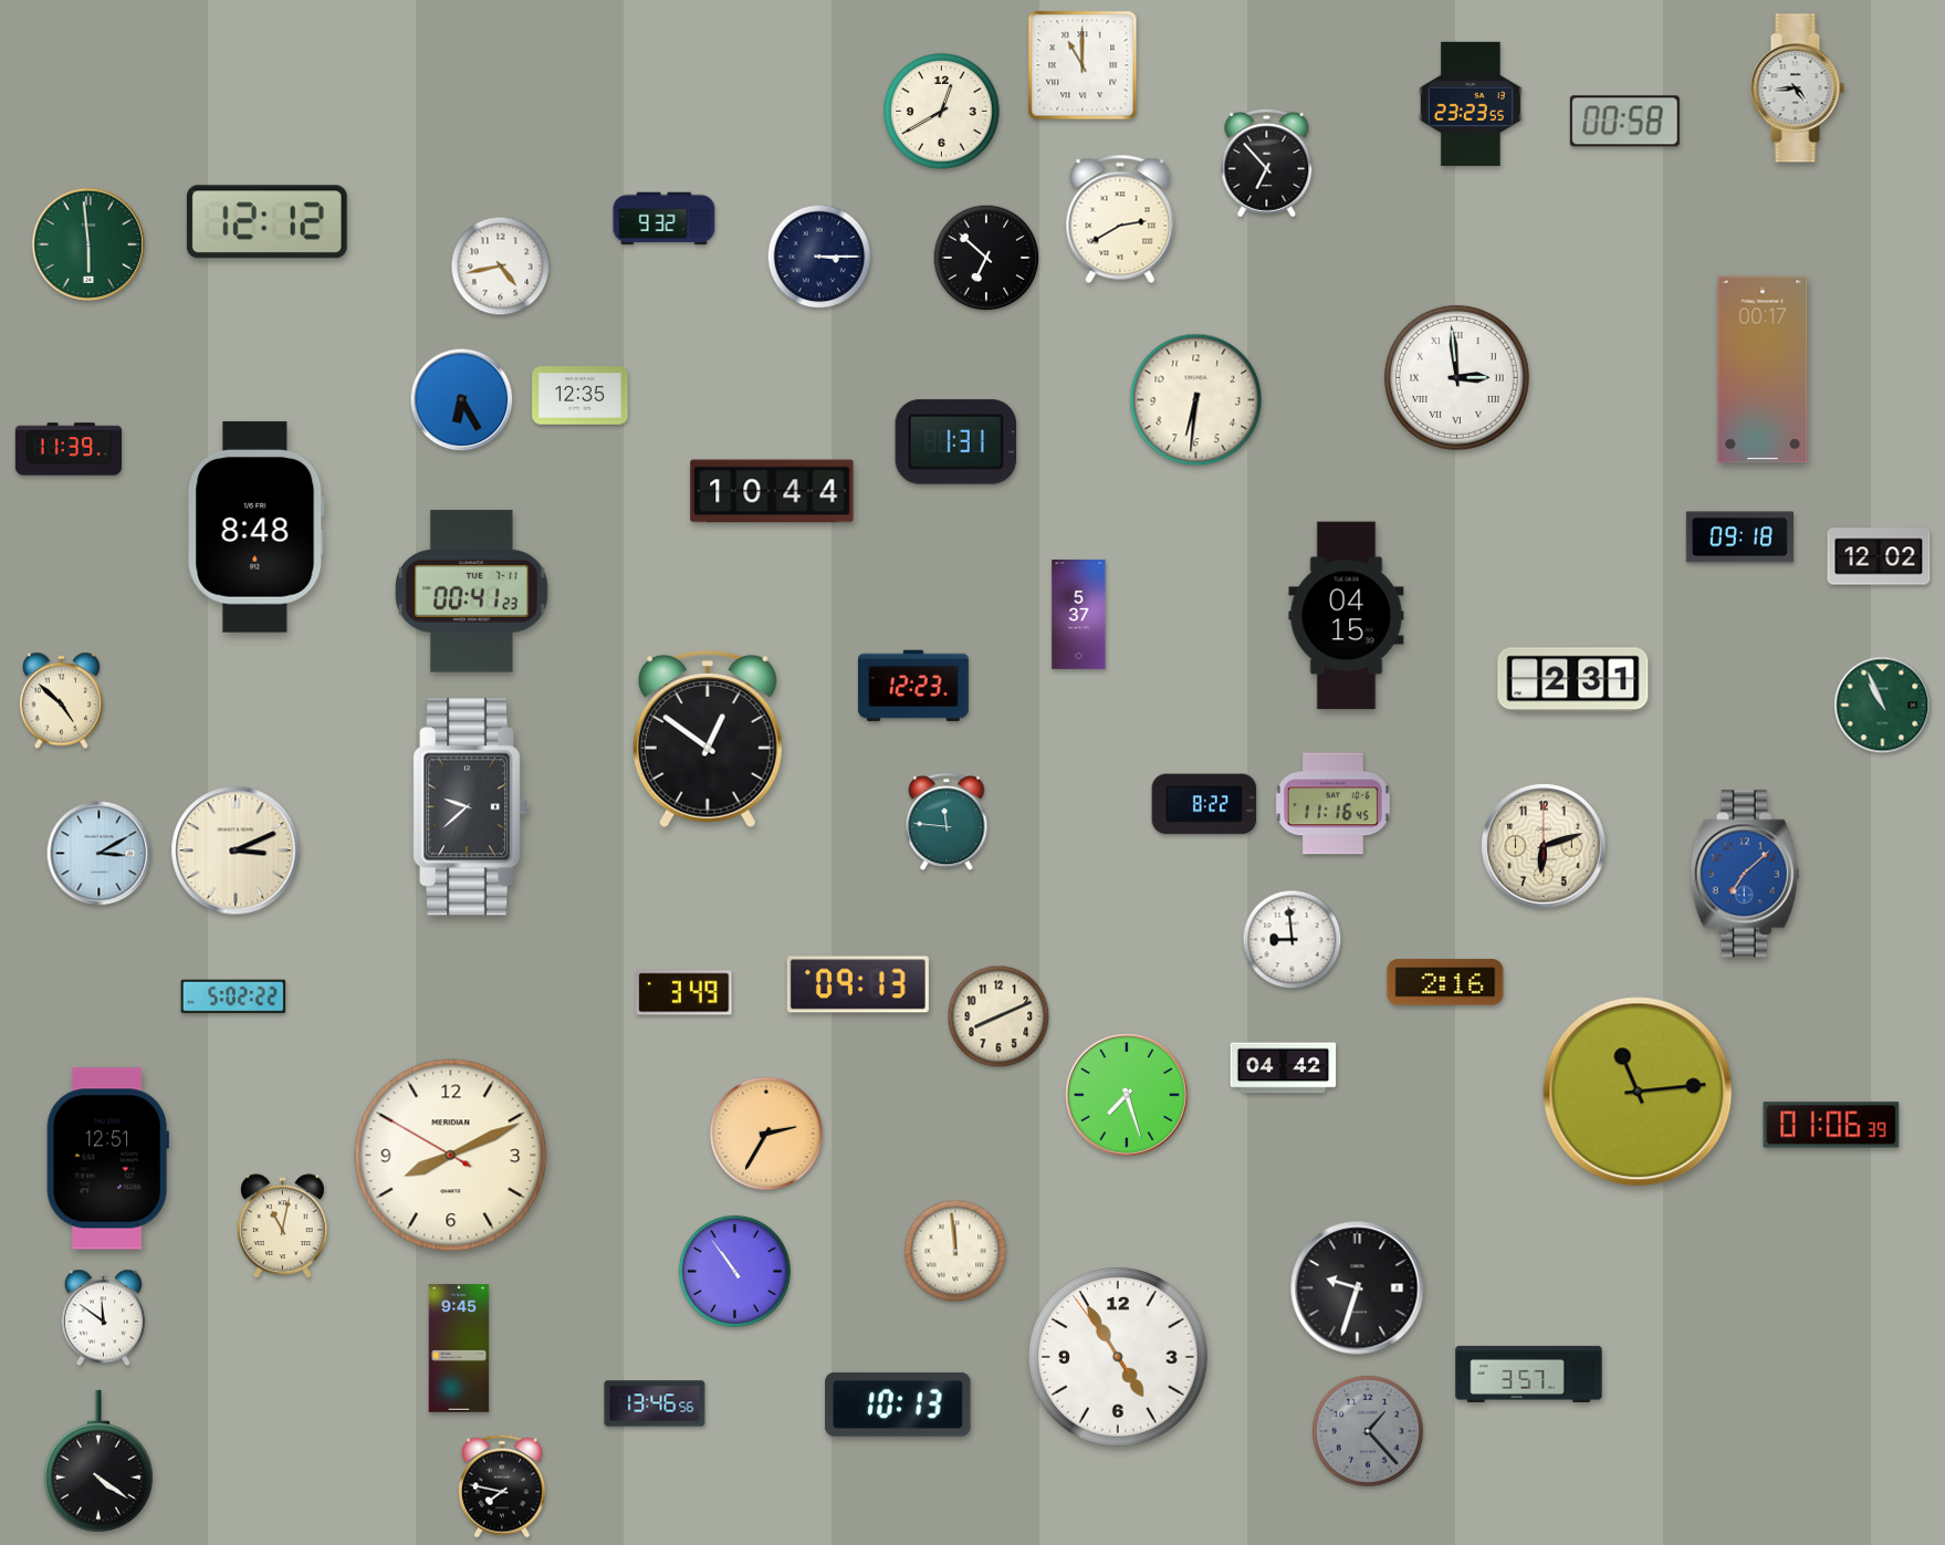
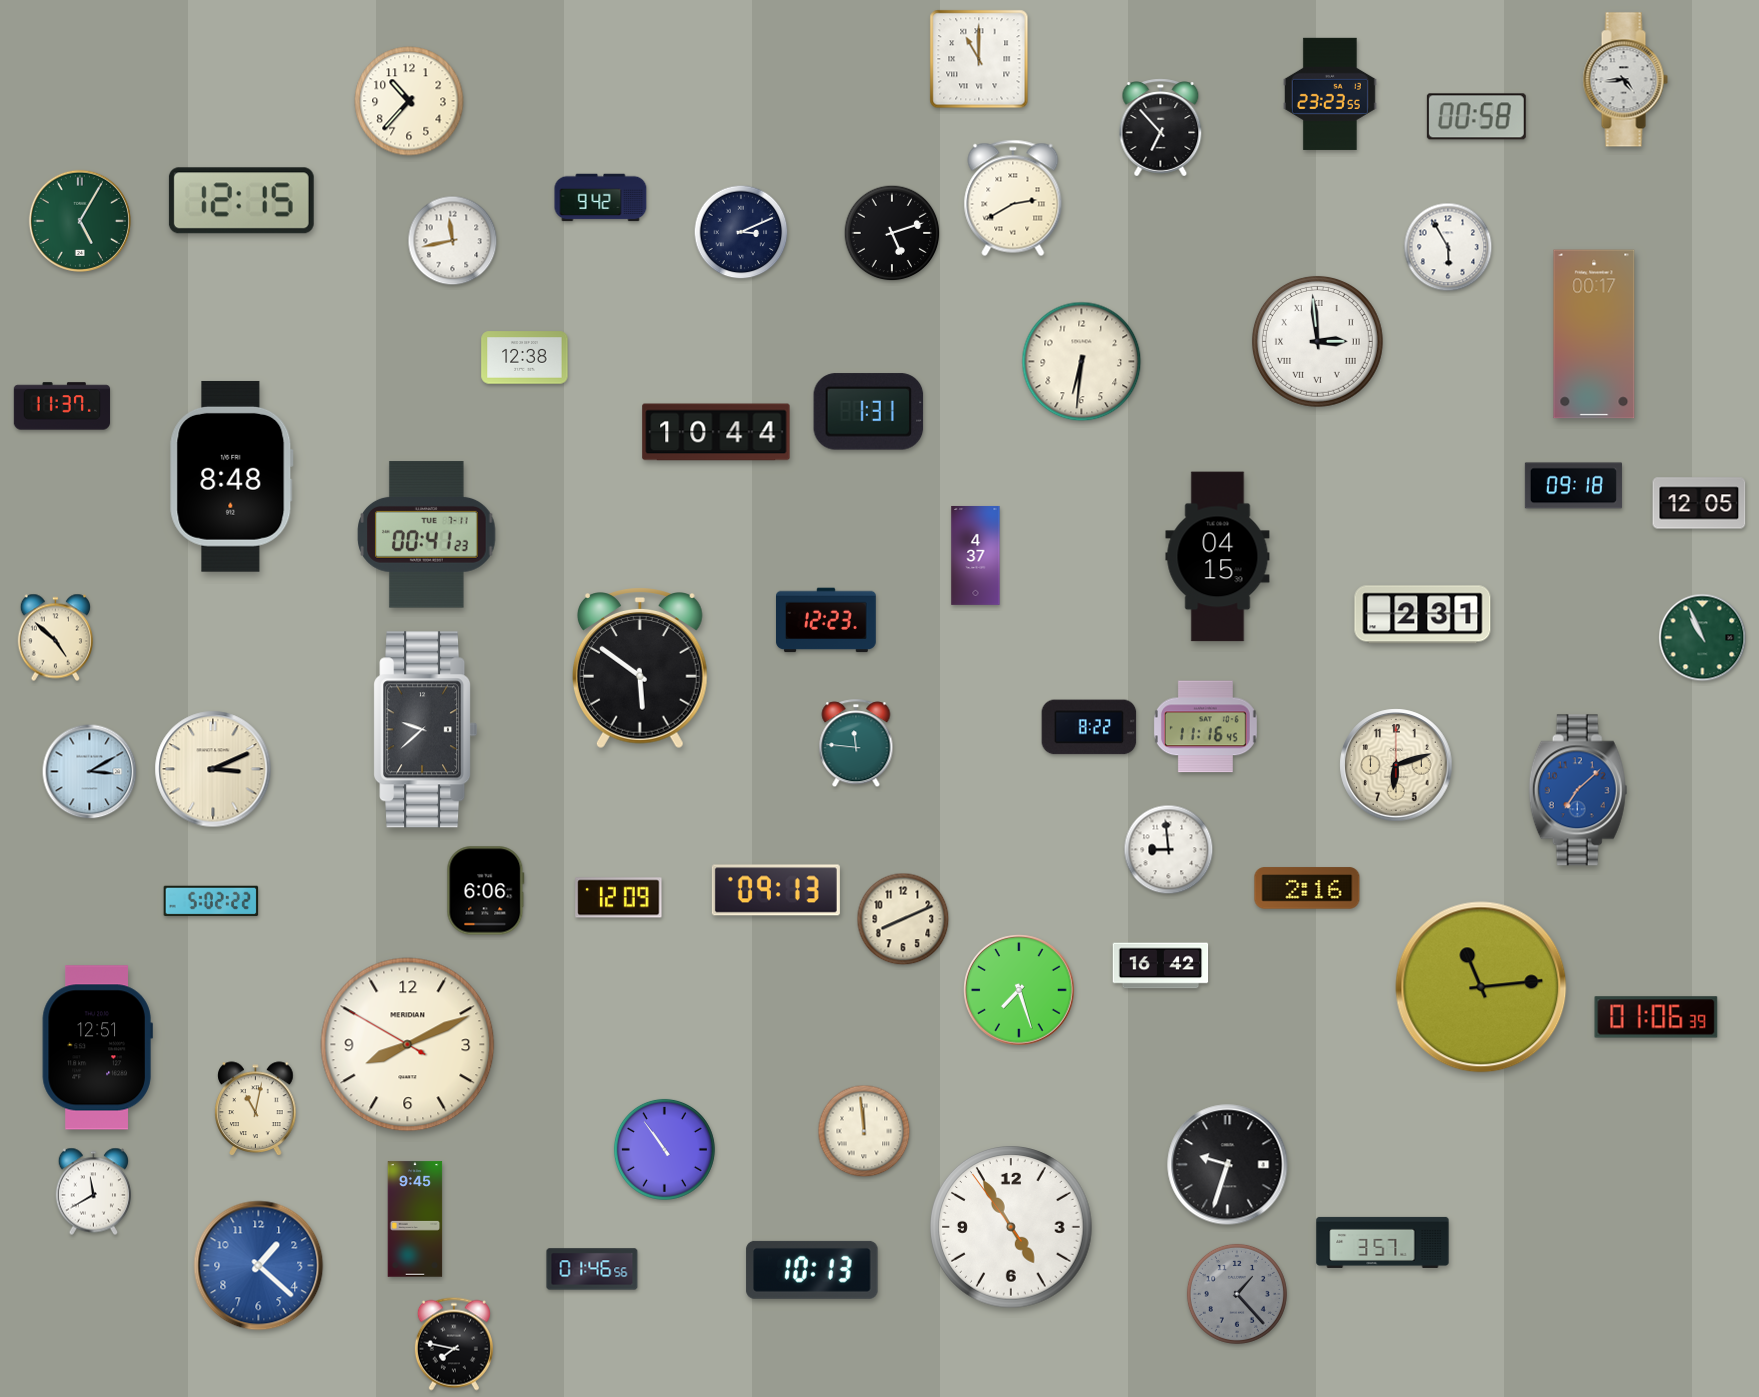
clock at (409, 101): none -> 10:37
clock at (942, 112): 12:40 -> none
clock at (1624, 122) position: (1624, 122) -> (1476, 117)
clock at (1267, 164) position: (1267, 164) -> (1161, 128)
clock at (665, 219): 9:32 -> 9:42
clock at (266, 222): 12:12 -> 12:15
clock at (88, 244): 5:59 -> 5:05
clock at (819, 257): 3:15 -> 3:11
clock at (986, 258): 6:52 -> 5:12
clock at (501, 267): 4:43 -> 11:43
clock at (1448, 247): none -> 5:55
clock at (581, 396): 12:35 -> 12:38
clock at (462, 400): 6:25 -> none
clock at (956, 442) position: (956, 442) -> (869, 412)
clock at (69, 449): 11:39 -> 11:37
clock at (772, 491) position: (772, 491) -> (716, 432)
clock at (1879, 556): 12:02 -> 12:05
clock at (1079, 614): 5:37 -> 4:37
clock at (61, 701) position: (61, 701) -> (55, 638)
clock at (708, 740): 12:51 -> 5:51
clock at (486, 891): none -> 6:06
clock at (684, 993): 3:49 -> 12:09
clock at (1284, 1068): 04:42 -> 16:42
clock at (766, 1134): 2:35 -> none
clock at (103, 1318): 11:51 -> 11:40
clock at (259, 1266): none -> 1:22
clock at (655, 1403): 13:46 -> 01:46
clock at (98, 1461): 4:21 -> none
